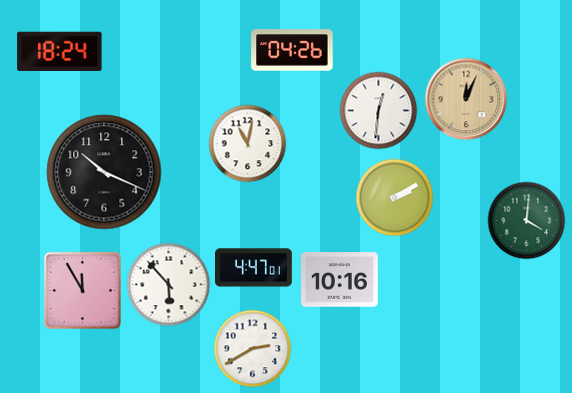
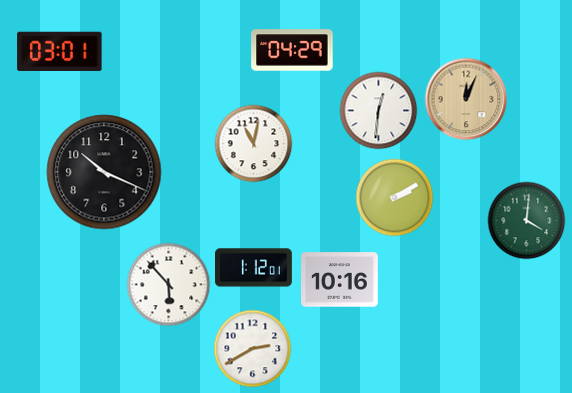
clock at (292, 50): 04:26 -> 04:29
clock at (60, 51): 18:24 -> 03:01
clock at (247, 143) position: (247, 143) -> (253, 143)
clock at (254, 268): 4:47 -> 1:12
clock at (82, 290): 11:55 -> none
